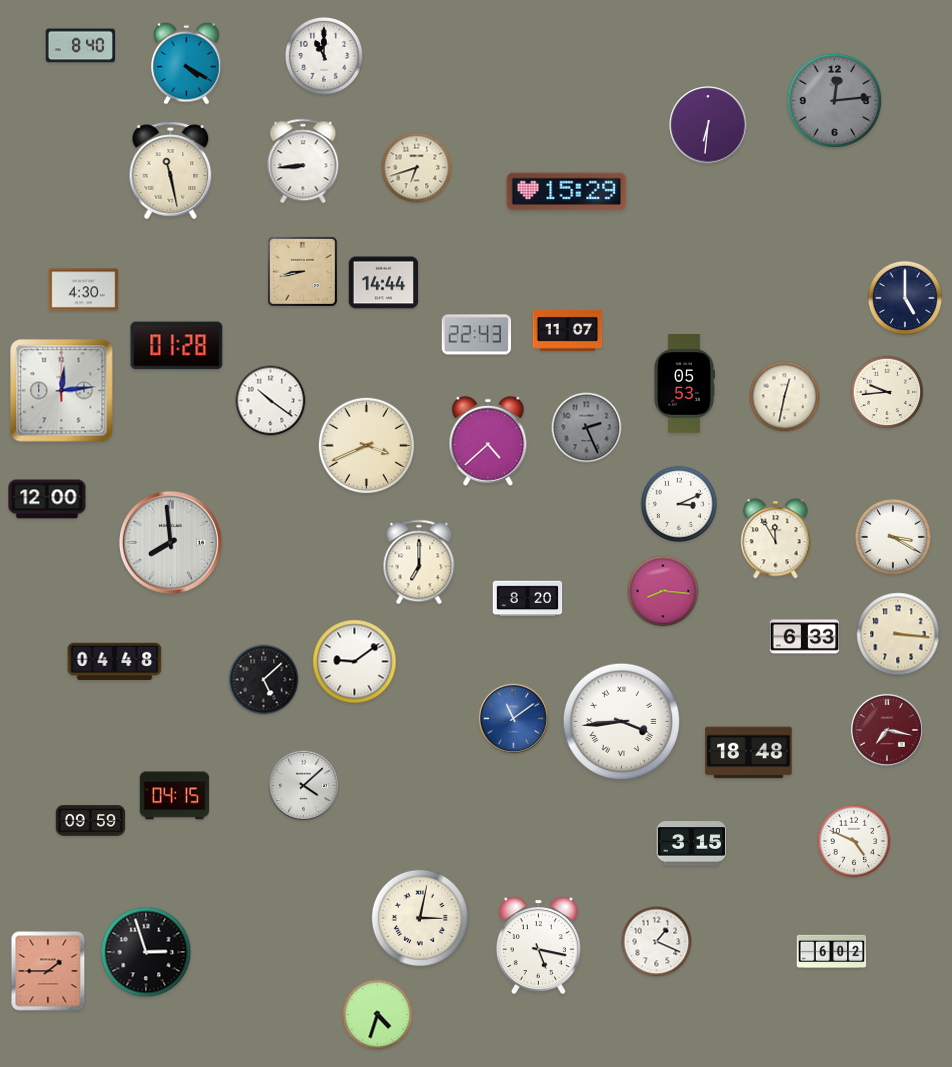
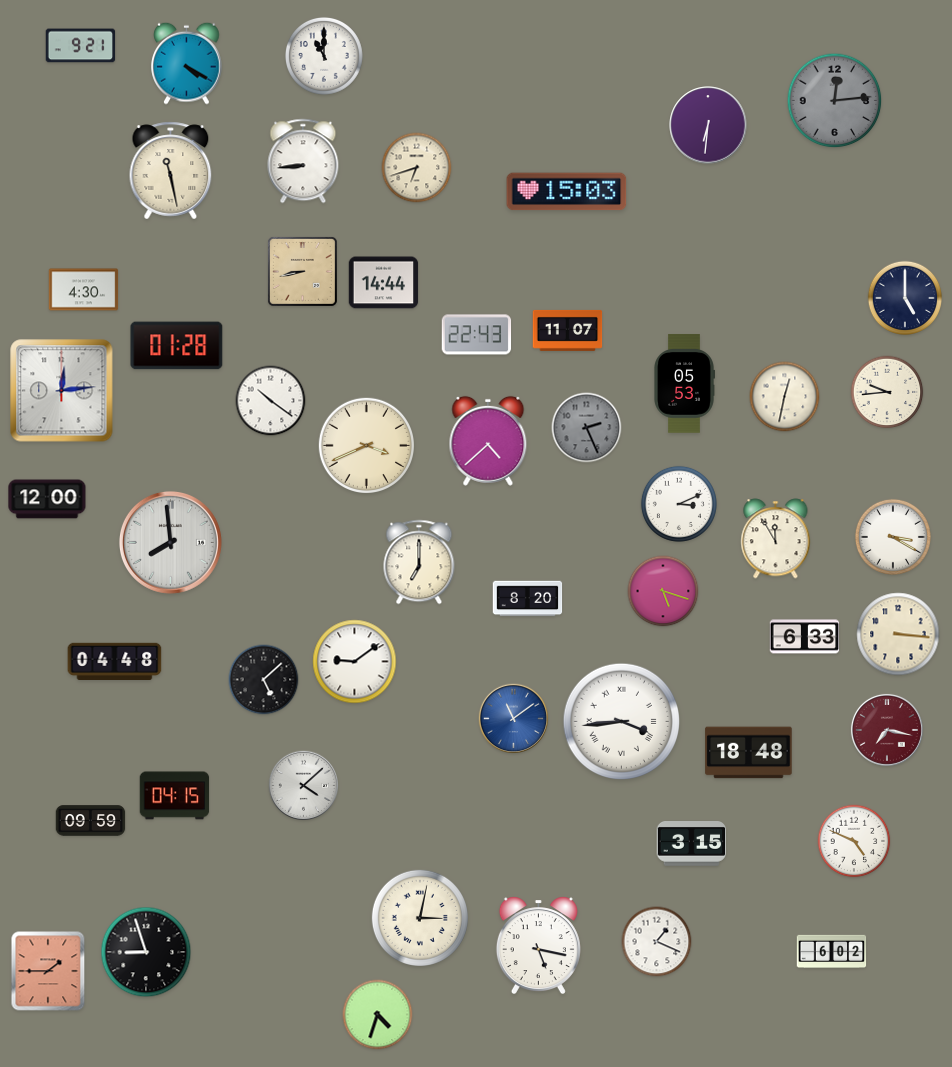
clock at (81, 46): 8:40 -> 9:21
clock at (567, 192): 15:29 -> 15:03
clock at (663, 591): 8:16 -> 5:18
clock at (146, 952): 2:57 -> 8:57
